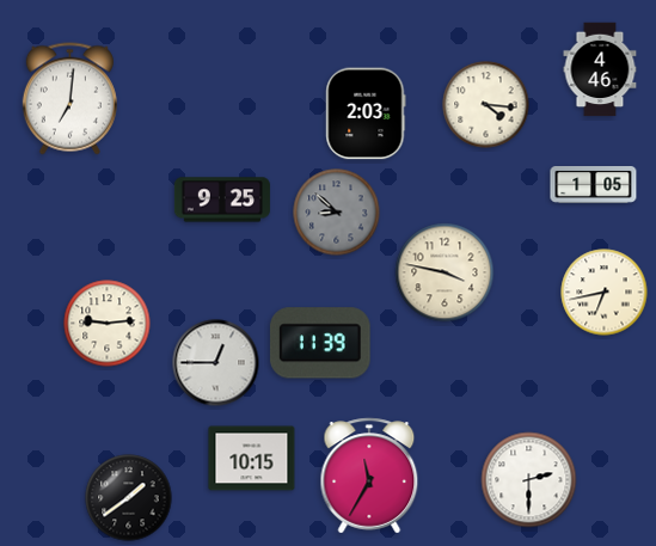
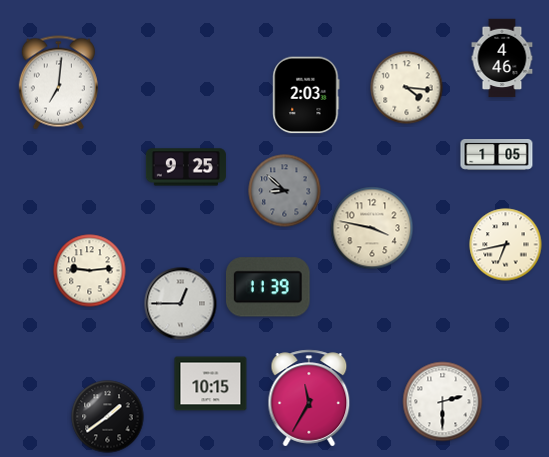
clock at (337, 213) position: (337, 213) -> (285, 191)
